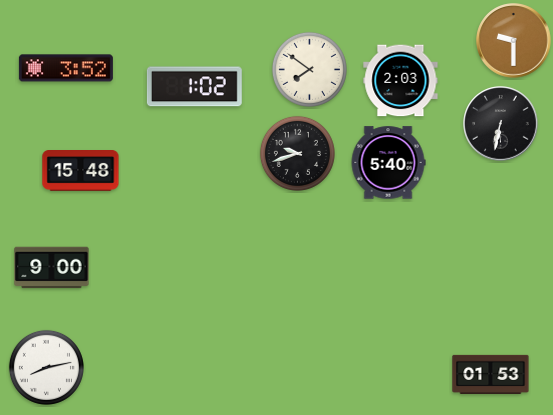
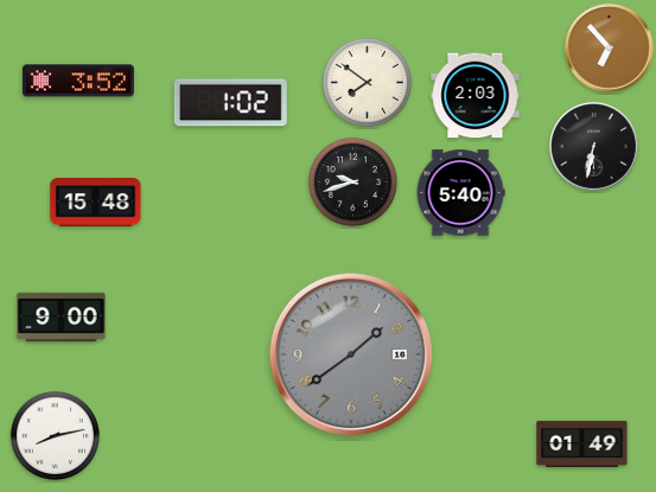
clock at (514, 41): 9:30 -> 6:53
clock at (351, 354): none -> 1:39
clock at (491, 374): 01:53 -> 01:49
